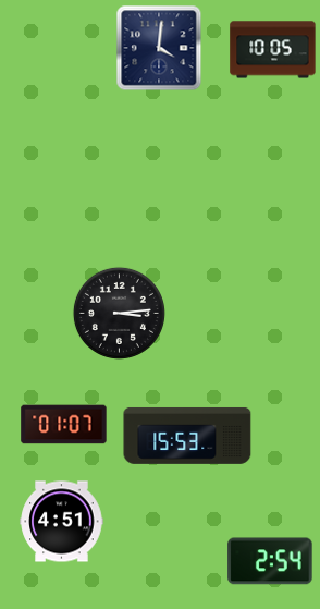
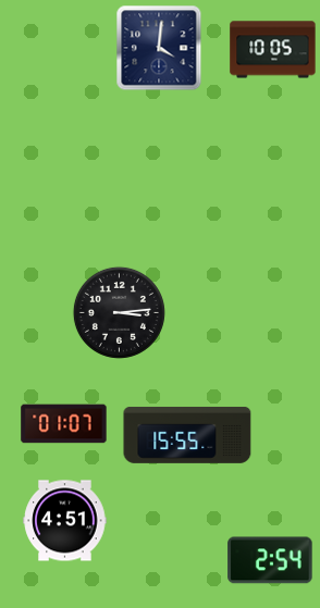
clock at (187, 436): 15:53 -> 15:55
clock at (62, 522) position: (62, 522) -> (65, 521)
